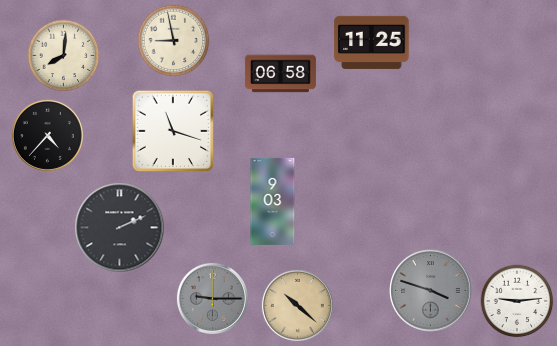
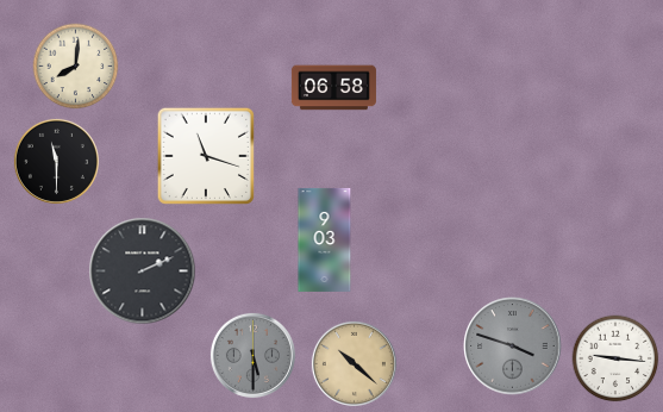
clock at (174, 41): 8:58 -> none
clock at (372, 42): 11:25 -> none
clock at (47, 135): 4:37 -> 11:30
clock at (212, 298): 9:15 -> 5:30
clock at (517, 301): 9:14 -> 9:16
